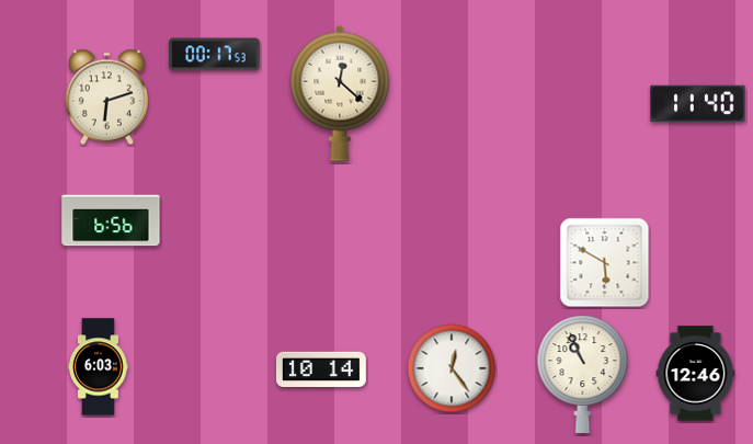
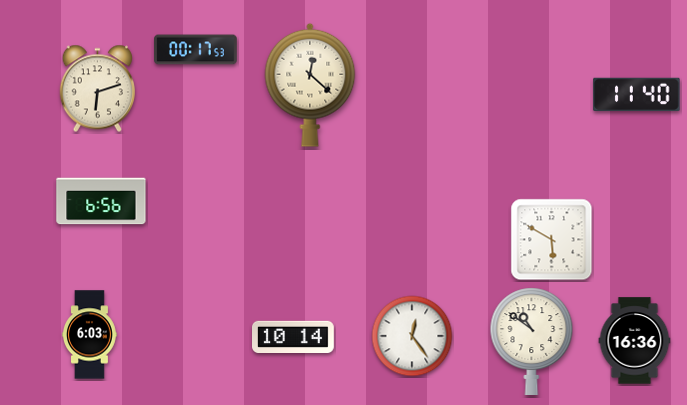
clock at (583, 374): 10:56 -> 10:51
clock at (696, 374): 12:46 -> 16:36
